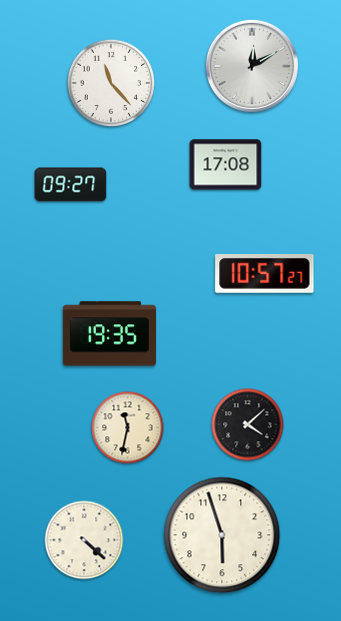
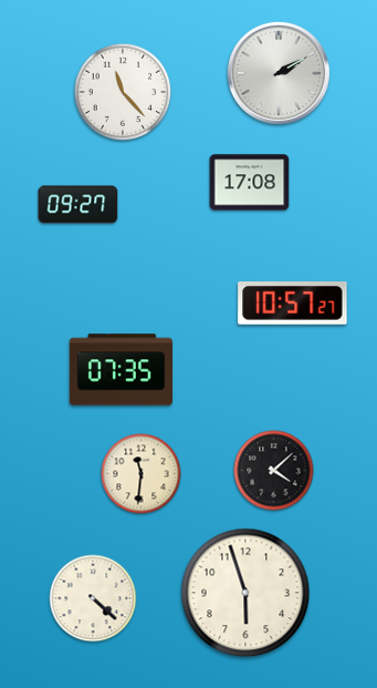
clock at (252, 66): 12:10 -> 2:10
clock at (109, 334): 19:35 -> 07:35
clock at (128, 428): 11:32 -> 11:31
